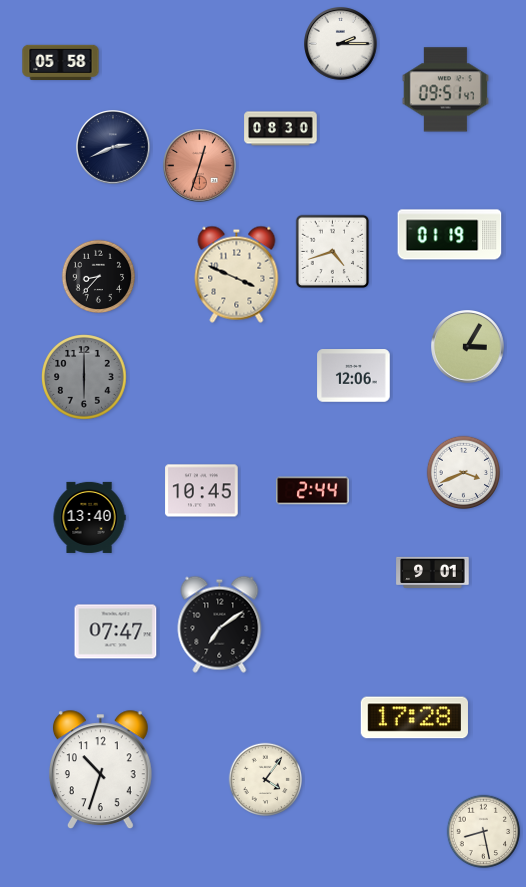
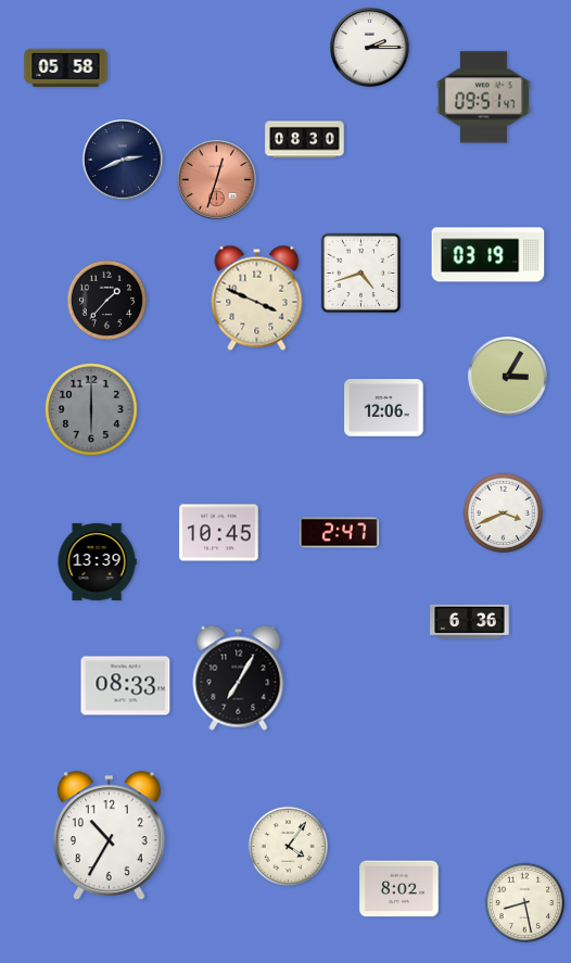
clock at (450, 235): 01:19 -> 03:19
clock at (99, 277): 8:37 -> 1:37
clock at (313, 491): 2:44 -> 2:47
clock at (89, 517): 13:40 -> 13:39
clock at (433, 572): 9:01 -> 6:36
clock at (220, 624): 7:09 -> 7:05
clock at (116, 632): 07:47 -> 08:33
clock at (414, 718): 17:28 -> none
clock at (100, 770): 10:33 -> 10:35
clock at (399, 889): none -> 8:02
